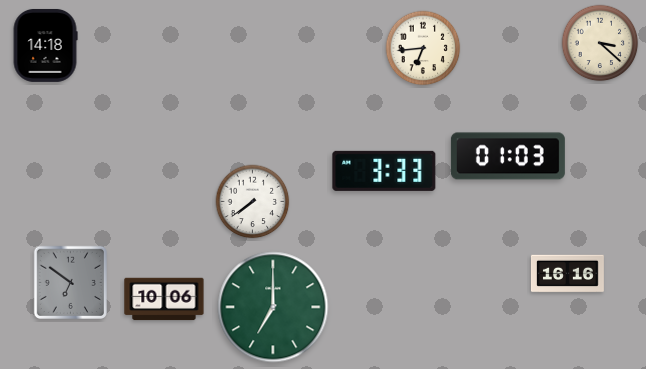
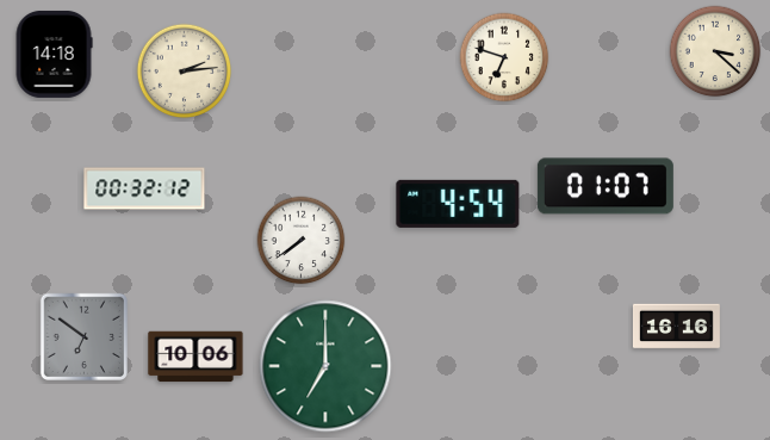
clock at (423, 48): 6:44 -> 6:48
clock at (185, 72): none -> 2:14
clock at (508, 156): 01:03 -> 01:07
clock at (144, 188): none -> 00:32
clock at (384, 171): 3:33 -> 4:54
